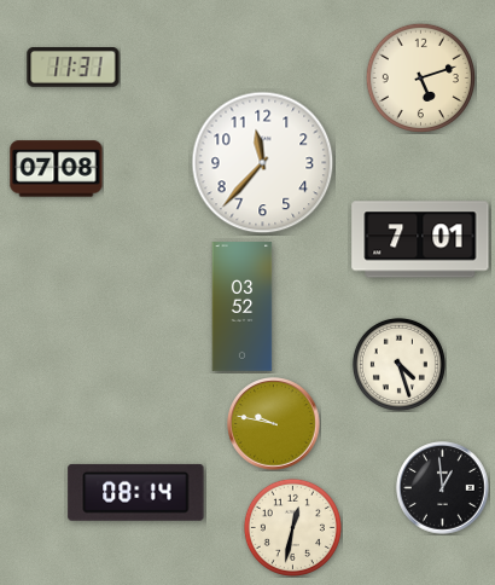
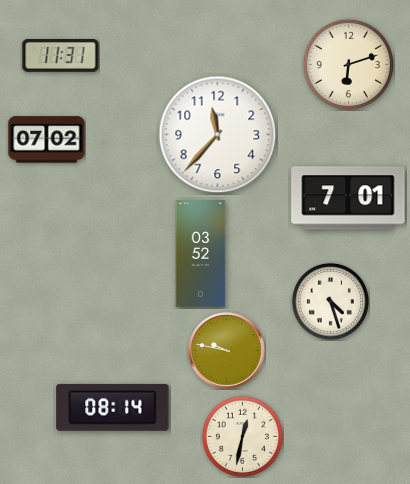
clock at (420, 77): 5:12 -> 6:12
clock at (57, 169): 07:08 -> 07:02
clock at (443, 488): 12:59 -> none
